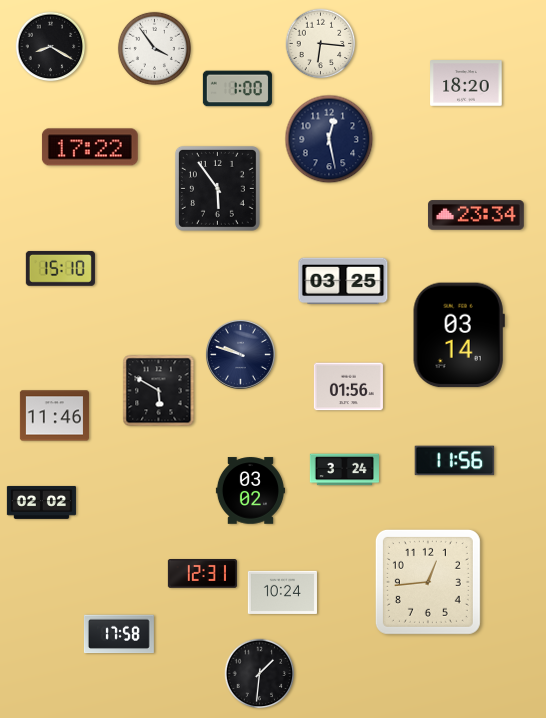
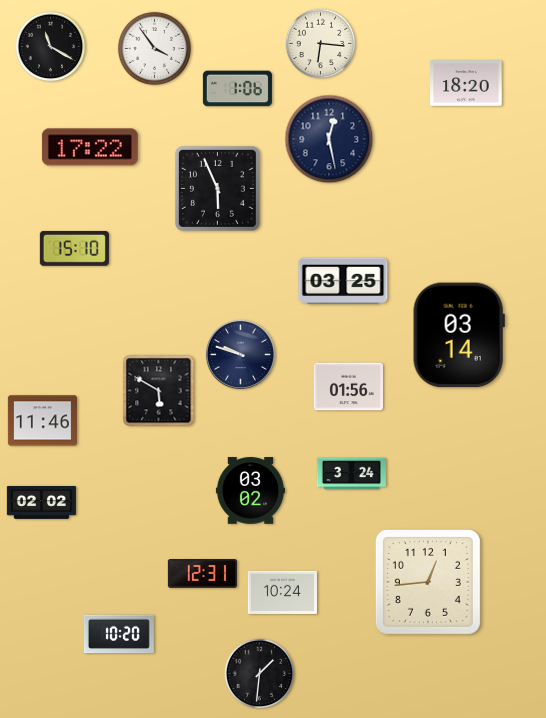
clock at (51, 47): 8:20 -> 11:20
clock at (237, 89): 1:00 -> 1:06
clock at (217, 188): 5:54 -> 5:56
clock at (476, 215): 23:34 -> none
clock at (60, 268) position: (60, 268) -> (74, 248)
clock at (54, 416) position: (54, 416) -> (42, 421)
clock at (455, 461): 11:56 -> none
clock at (344, 470) position: (344, 470) -> (351, 474)
clock at (119, 634): 17:58 -> 10:20
